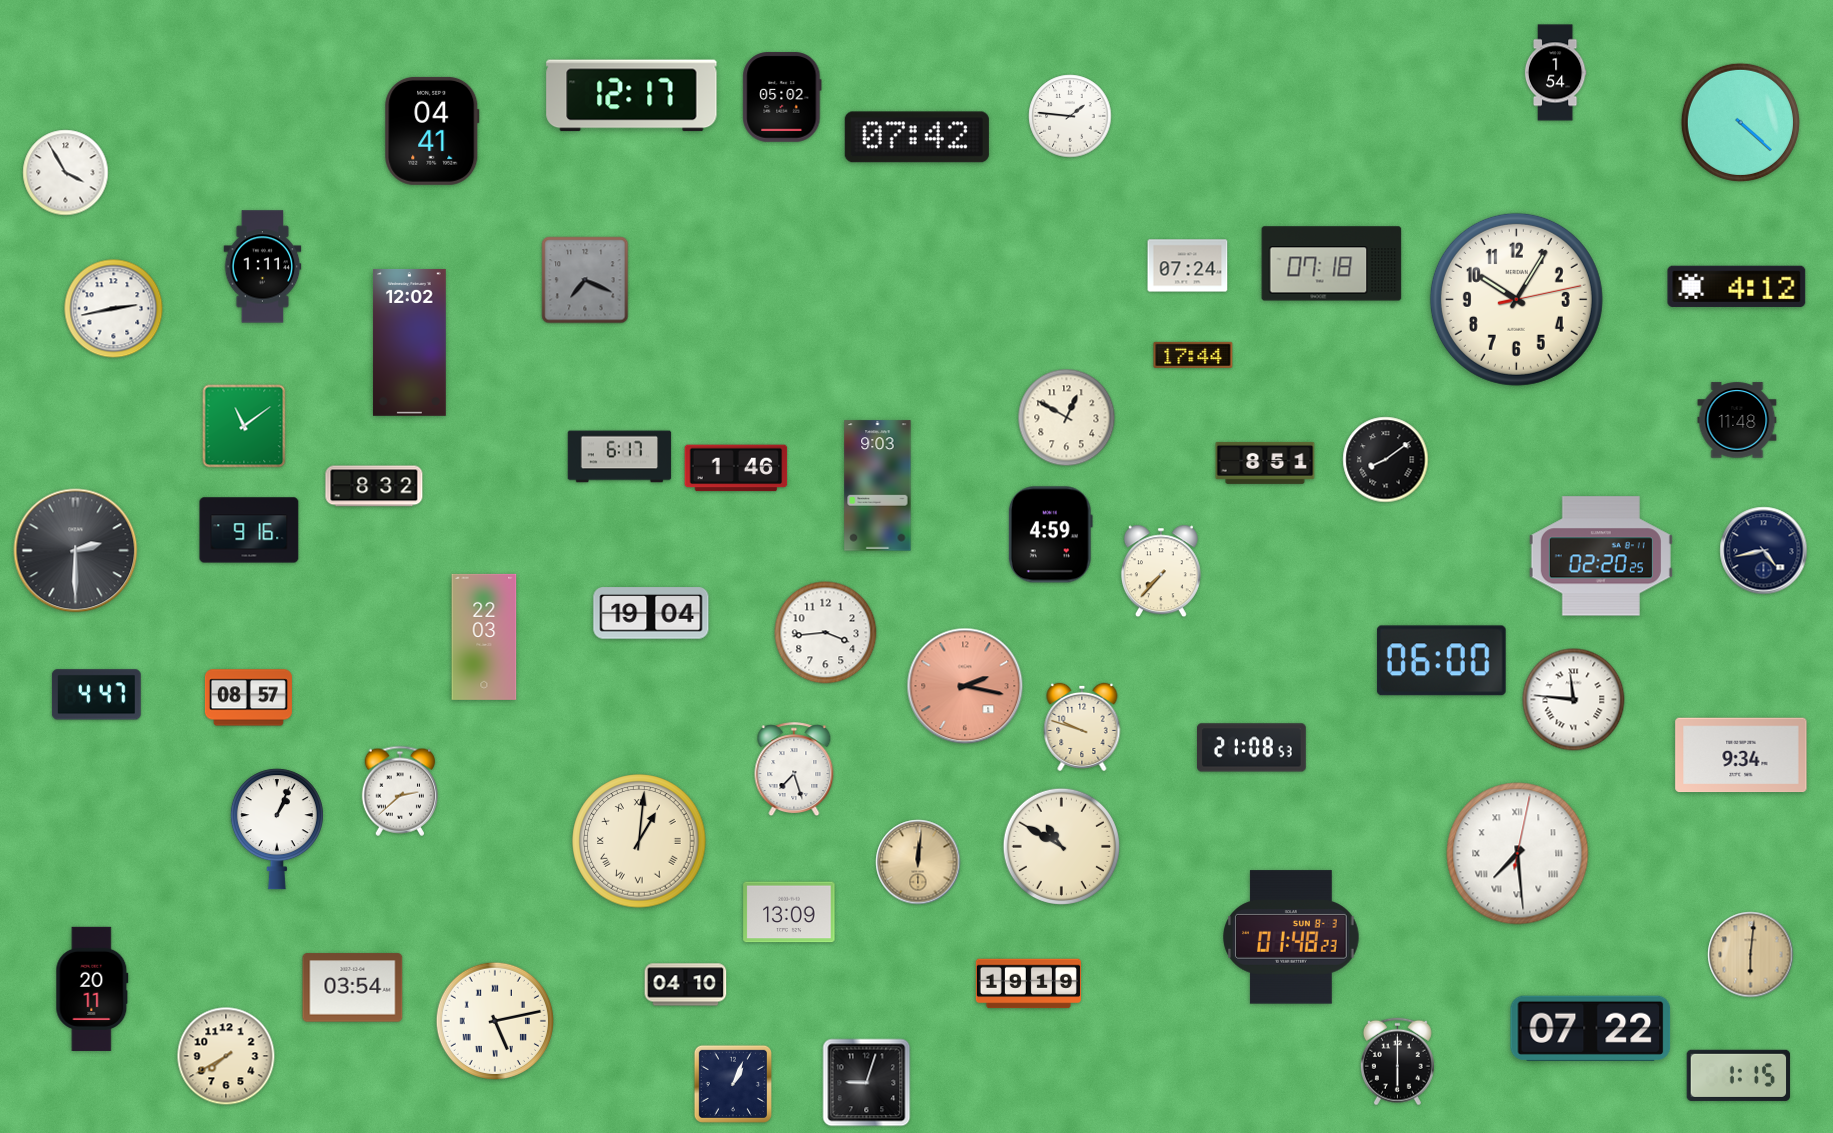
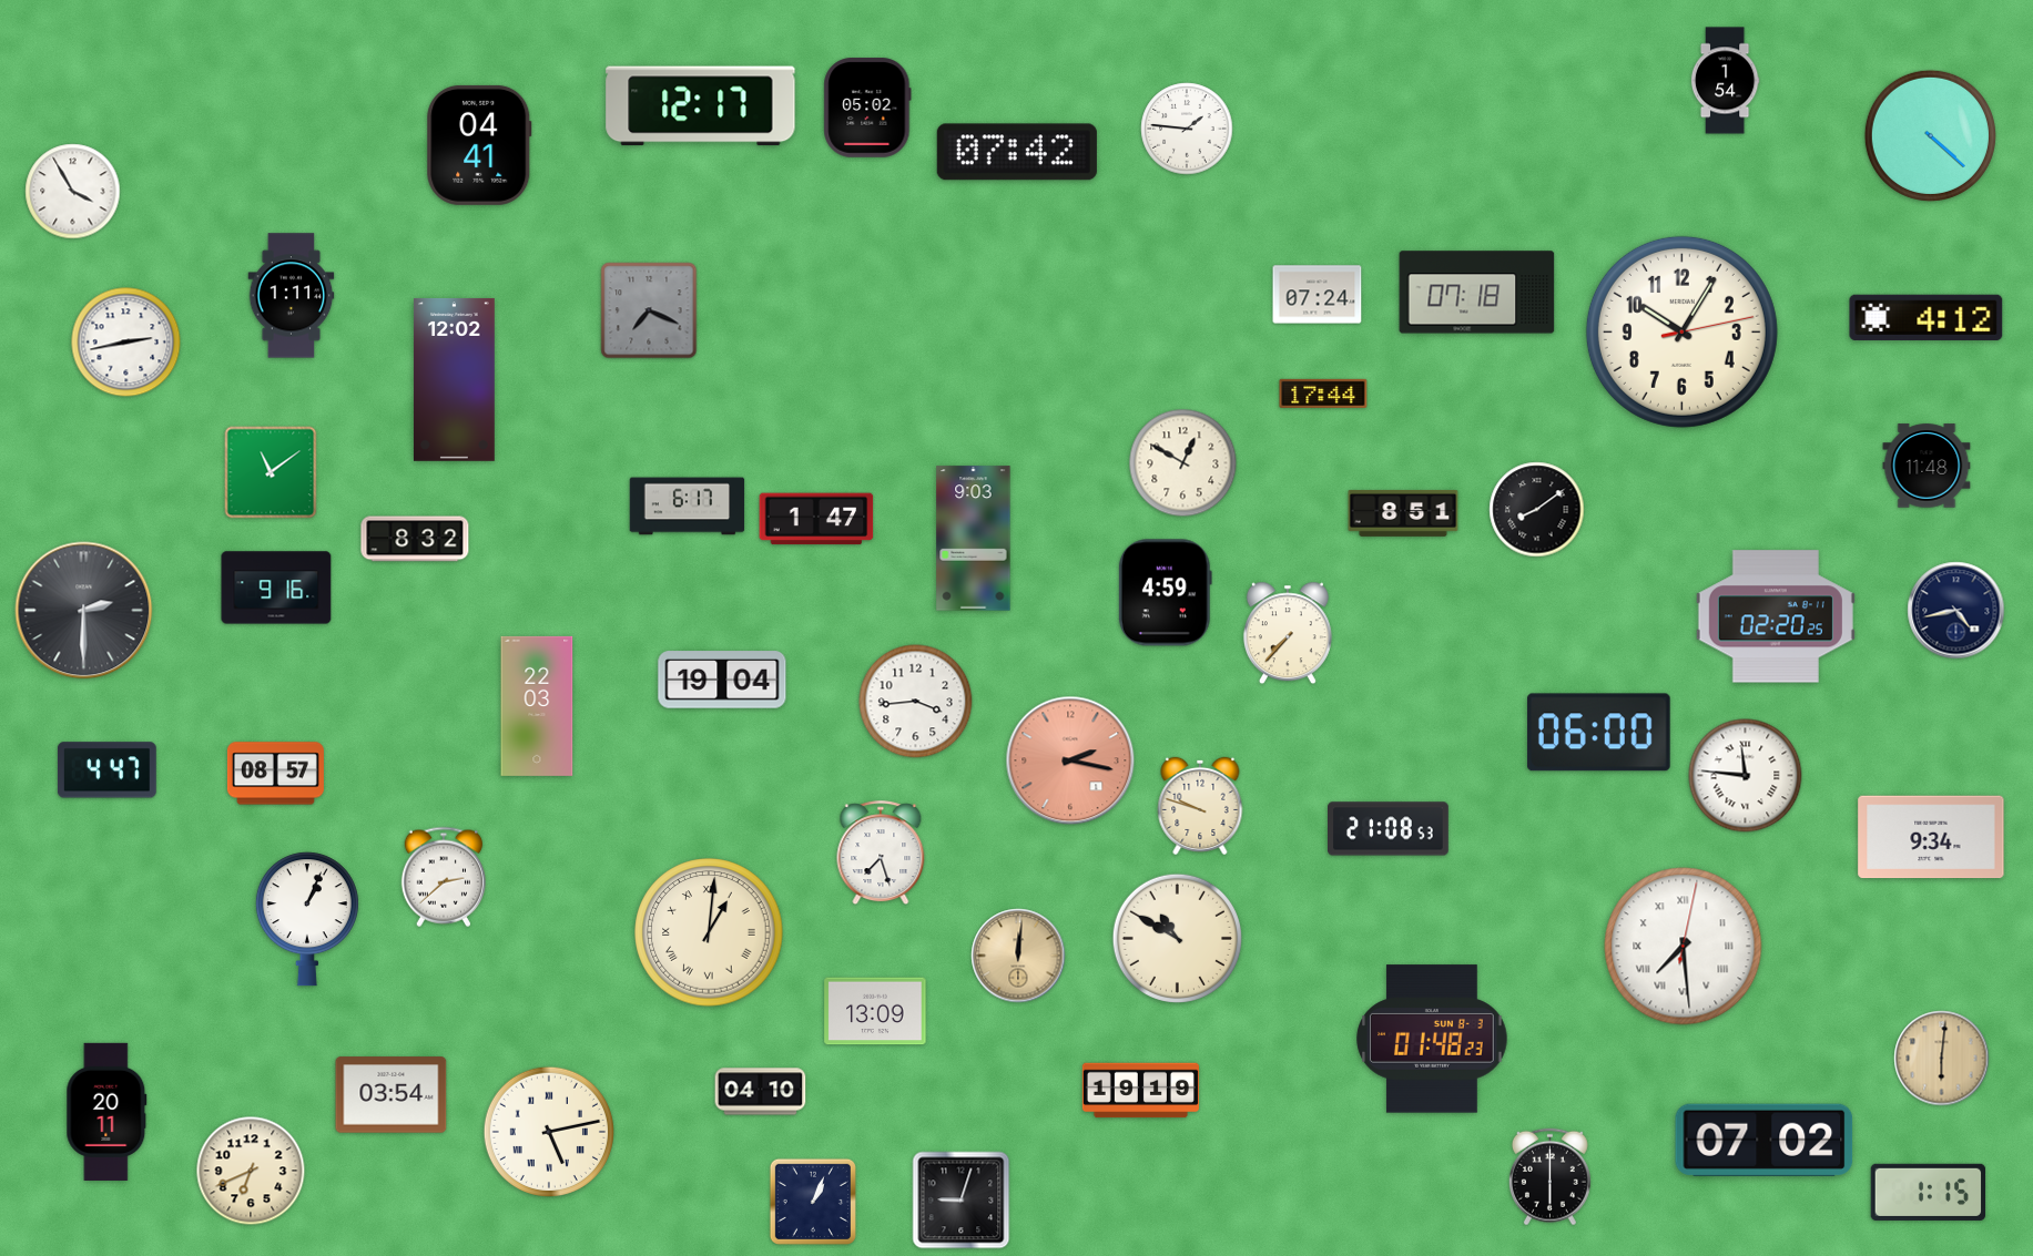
clock at (736, 468): 1:46 -> 1:47
clock at (92, 989) position: (92, 989) -> (106, 1112)
clock at (1591, 1028): 07:22 -> 07:02
clock at (226, 1056): 7:40 -> 6:41
